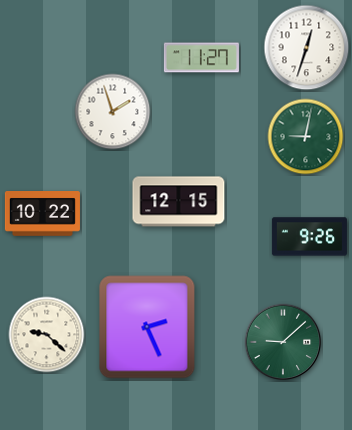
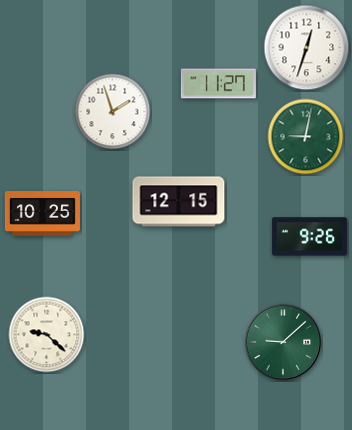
clock at (201, 58) position: (201, 58) -> (218, 84)
clock at (42, 214): 10:22 -> 10:25
clock at (147, 327): 2:26 -> none
